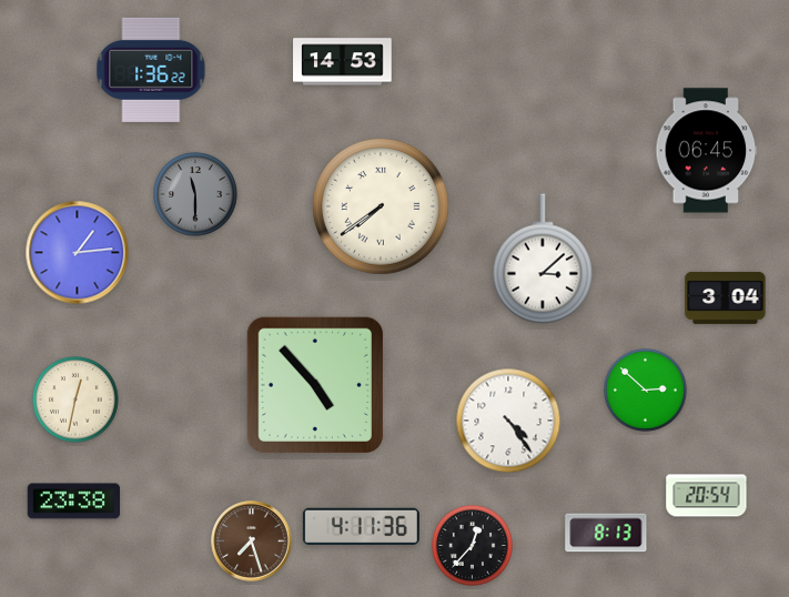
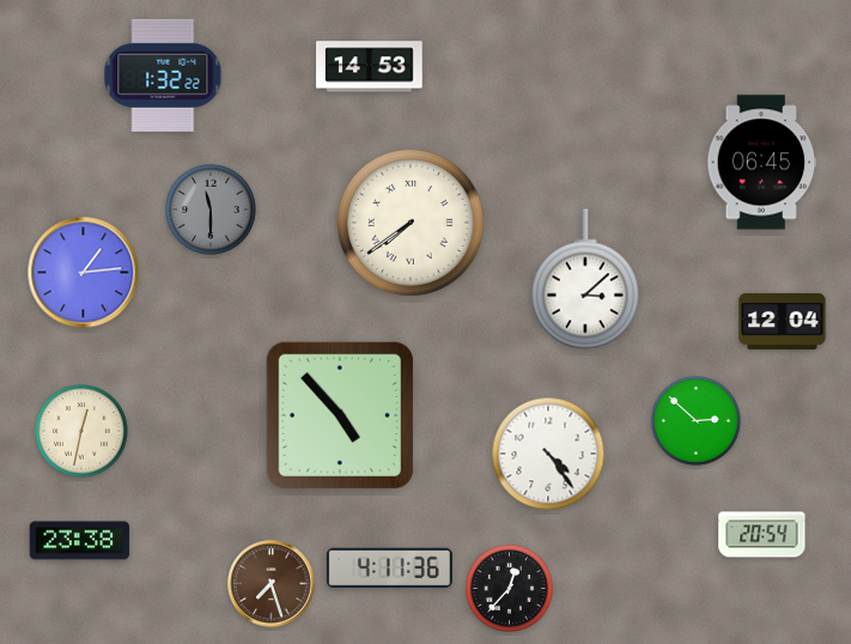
clock at (151, 70): 1:36 -> 1:32
clock at (726, 297): 3:04 -> 12:04
clock at (606, 533): 8:13 -> none
